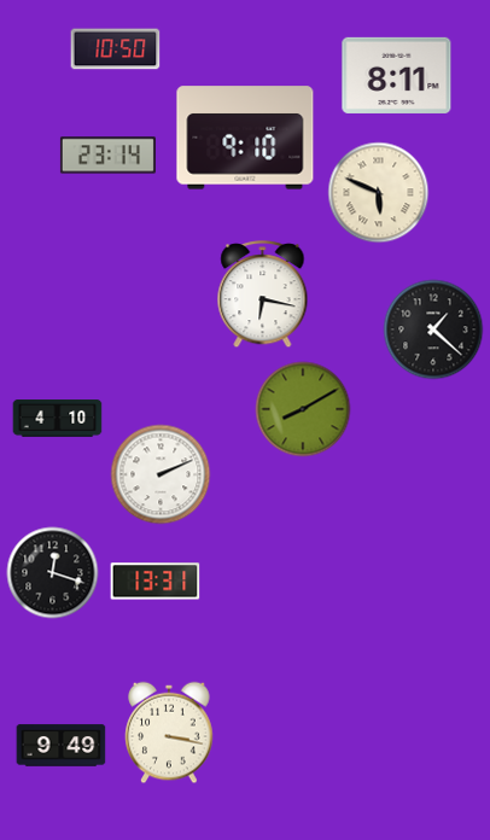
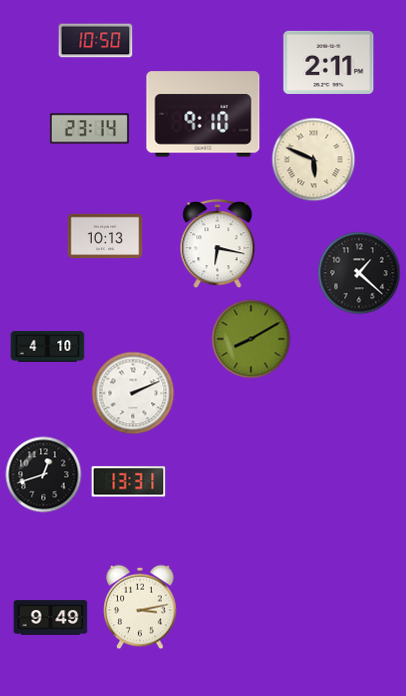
clock at (397, 75): 8:11 -> 2:11
clock at (105, 236): none -> 10:13
clock at (53, 573): 12:18 -> 12:42
clock at (169, 733): 3:17 -> 3:13
